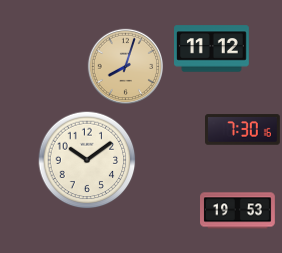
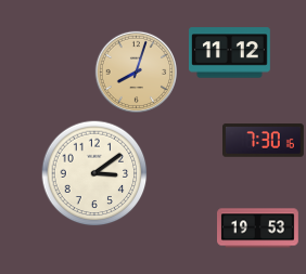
clock at (87, 160): 10:09 -> 3:09
